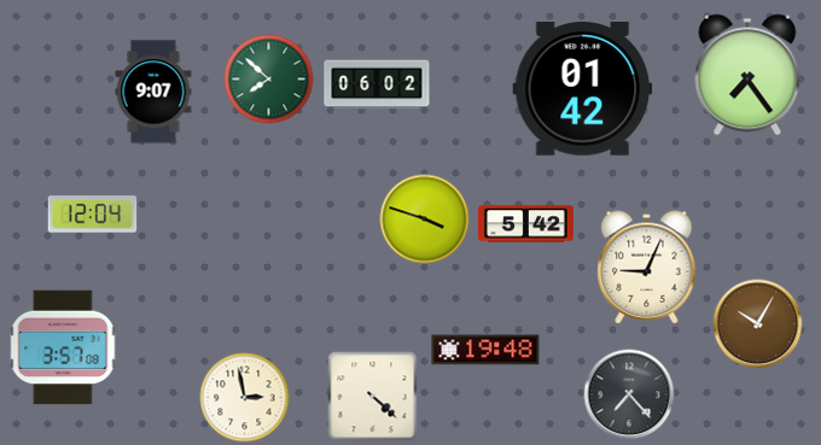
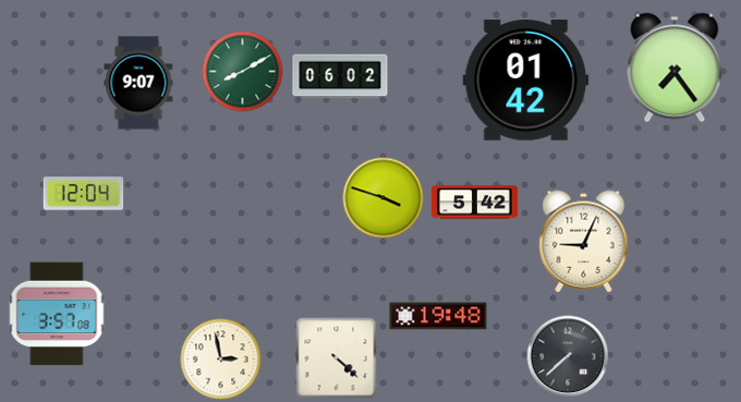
clock at (269, 80): 7:52 -> 8:10
clock at (758, 324): 10:05 -> none
clock at (629, 394): 7:23 -> 7:38
